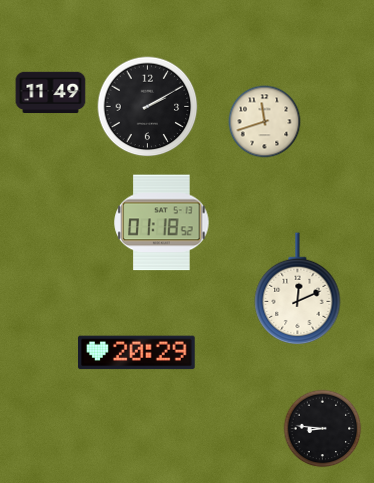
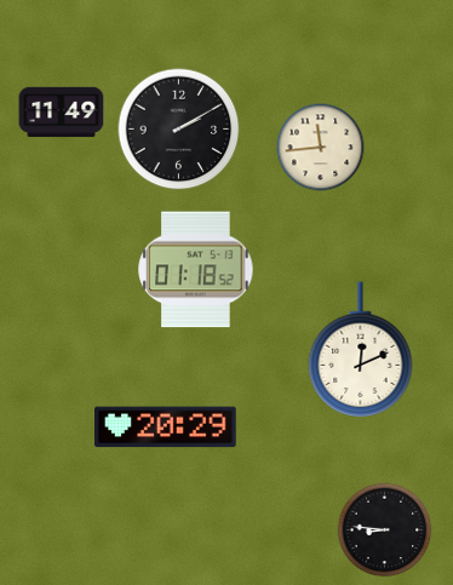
clock at (265, 122): 11:42 -> 11:44
clock at (323, 429) position: (323, 429) -> (385, 530)
